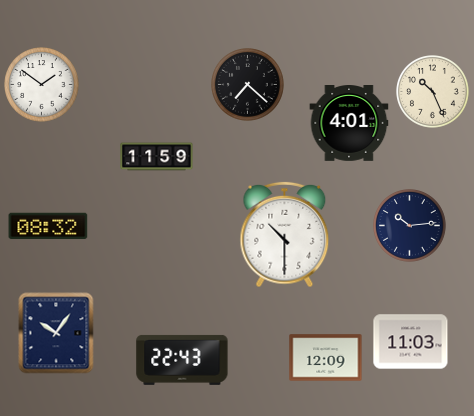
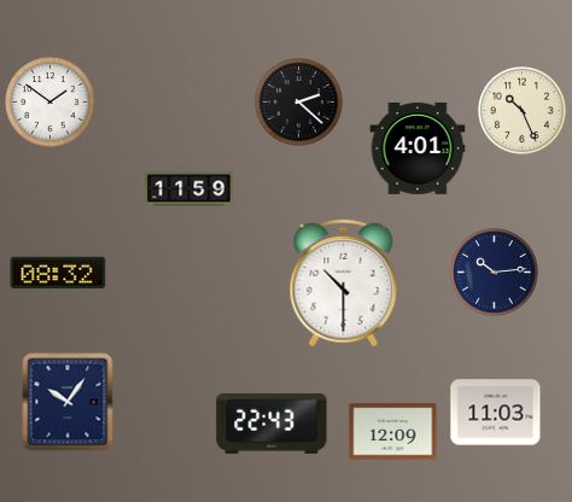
clock at (248, 85): 7:22 -> 2:22
clock at (349, 124) position: (349, 124) -> (418, 150)
clock at (182, 360) position: (182, 360) -> (272, 424)
